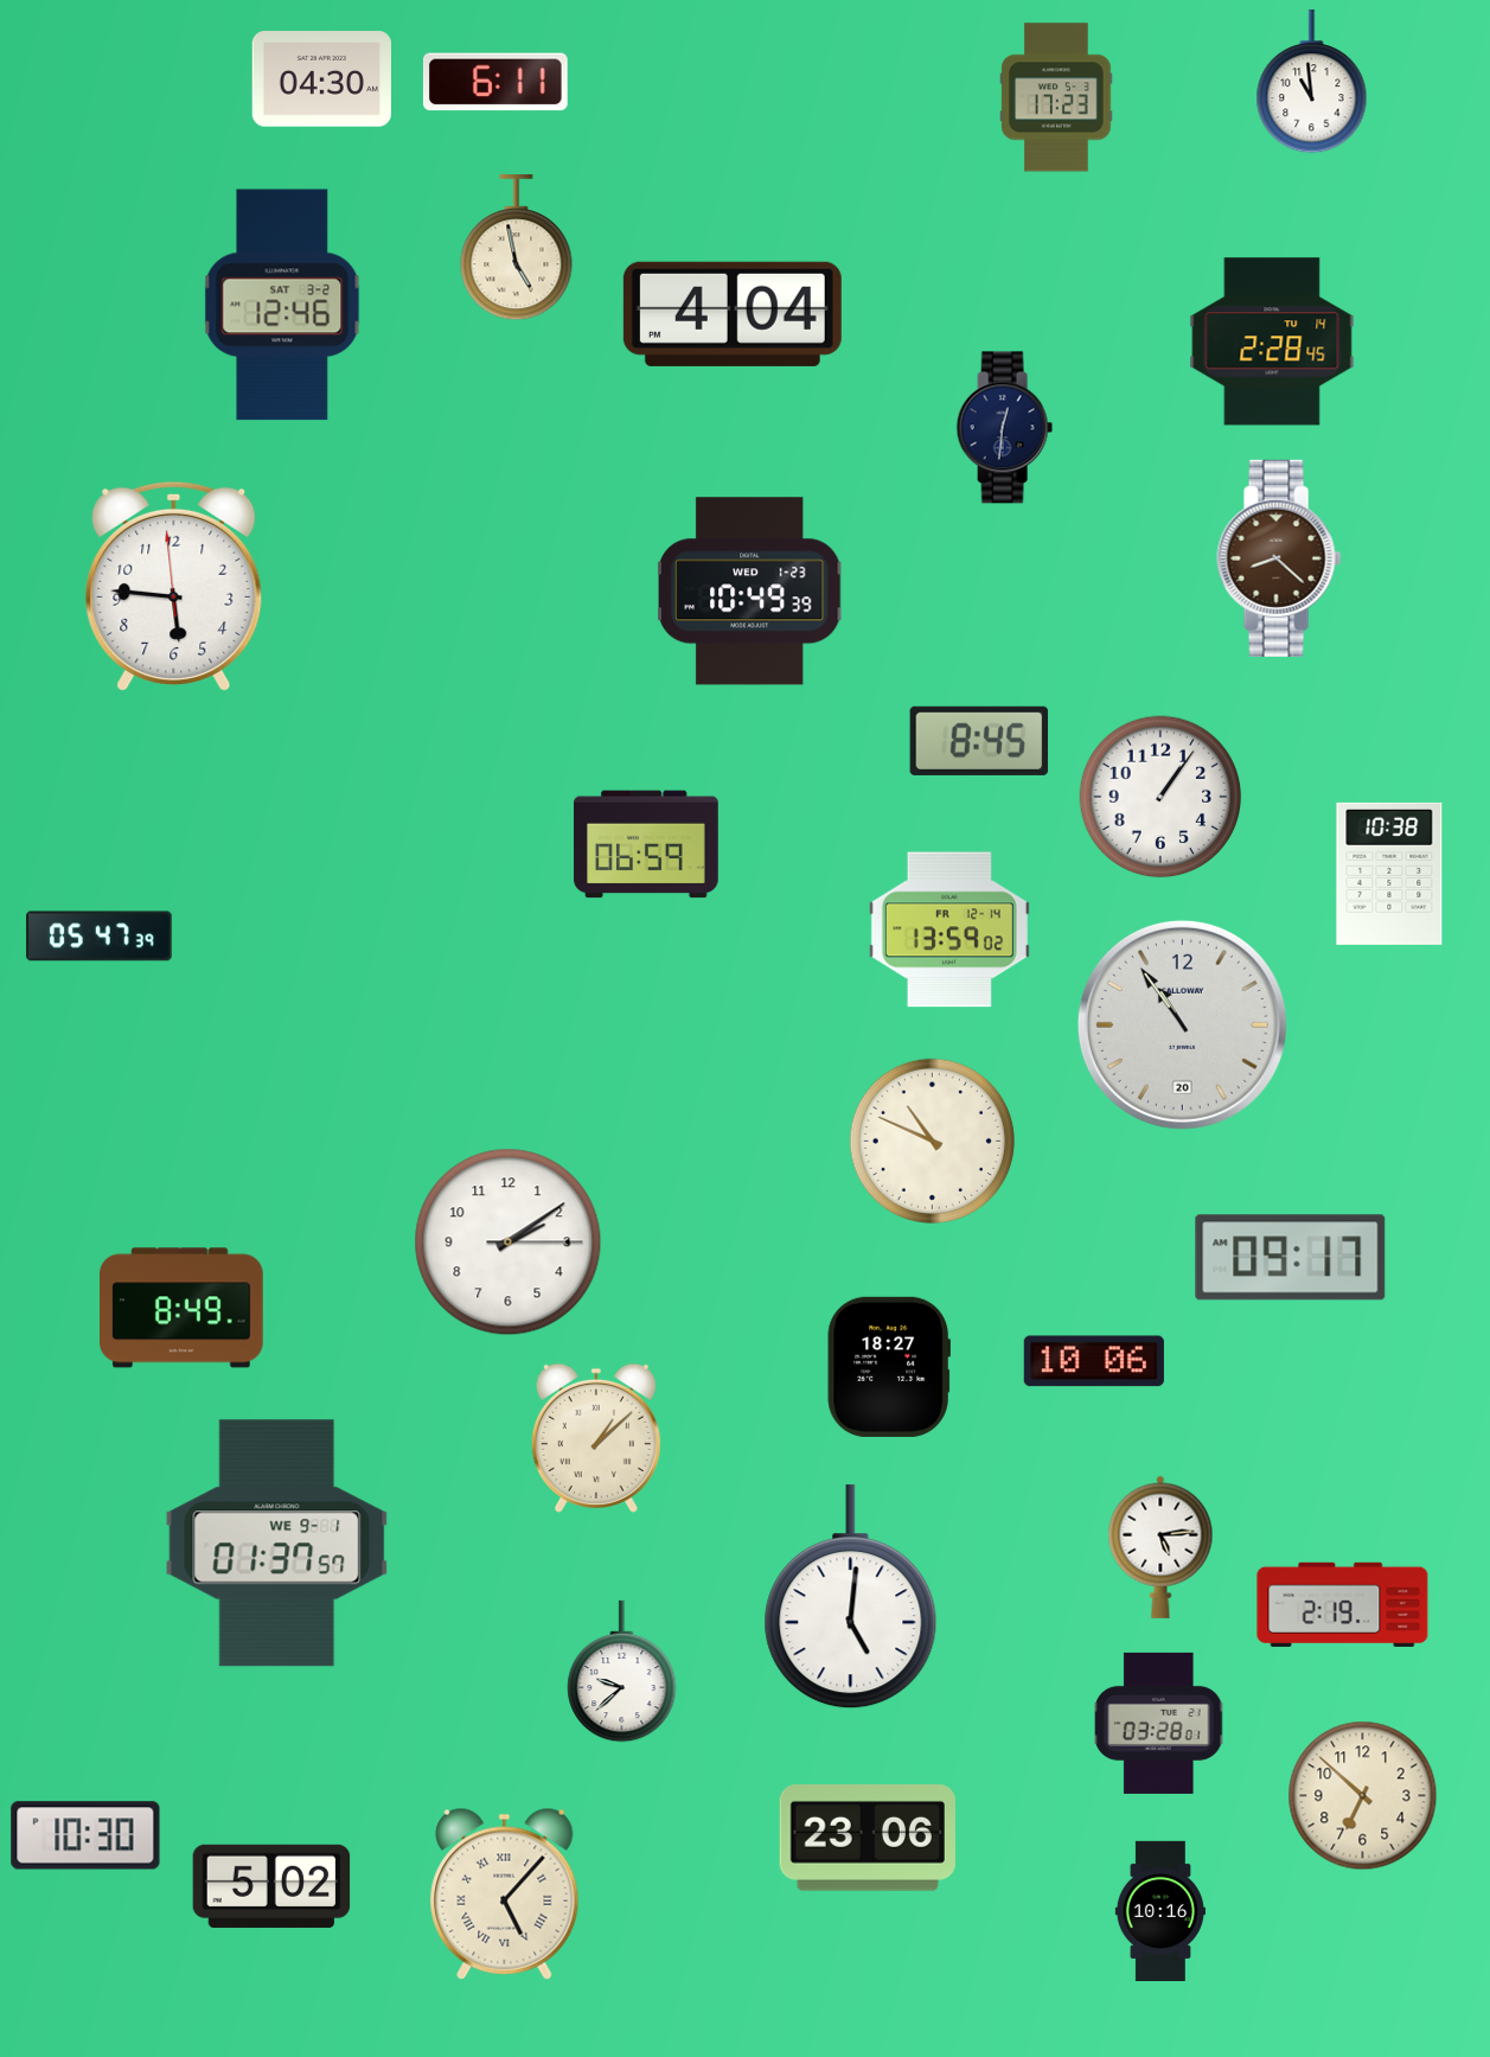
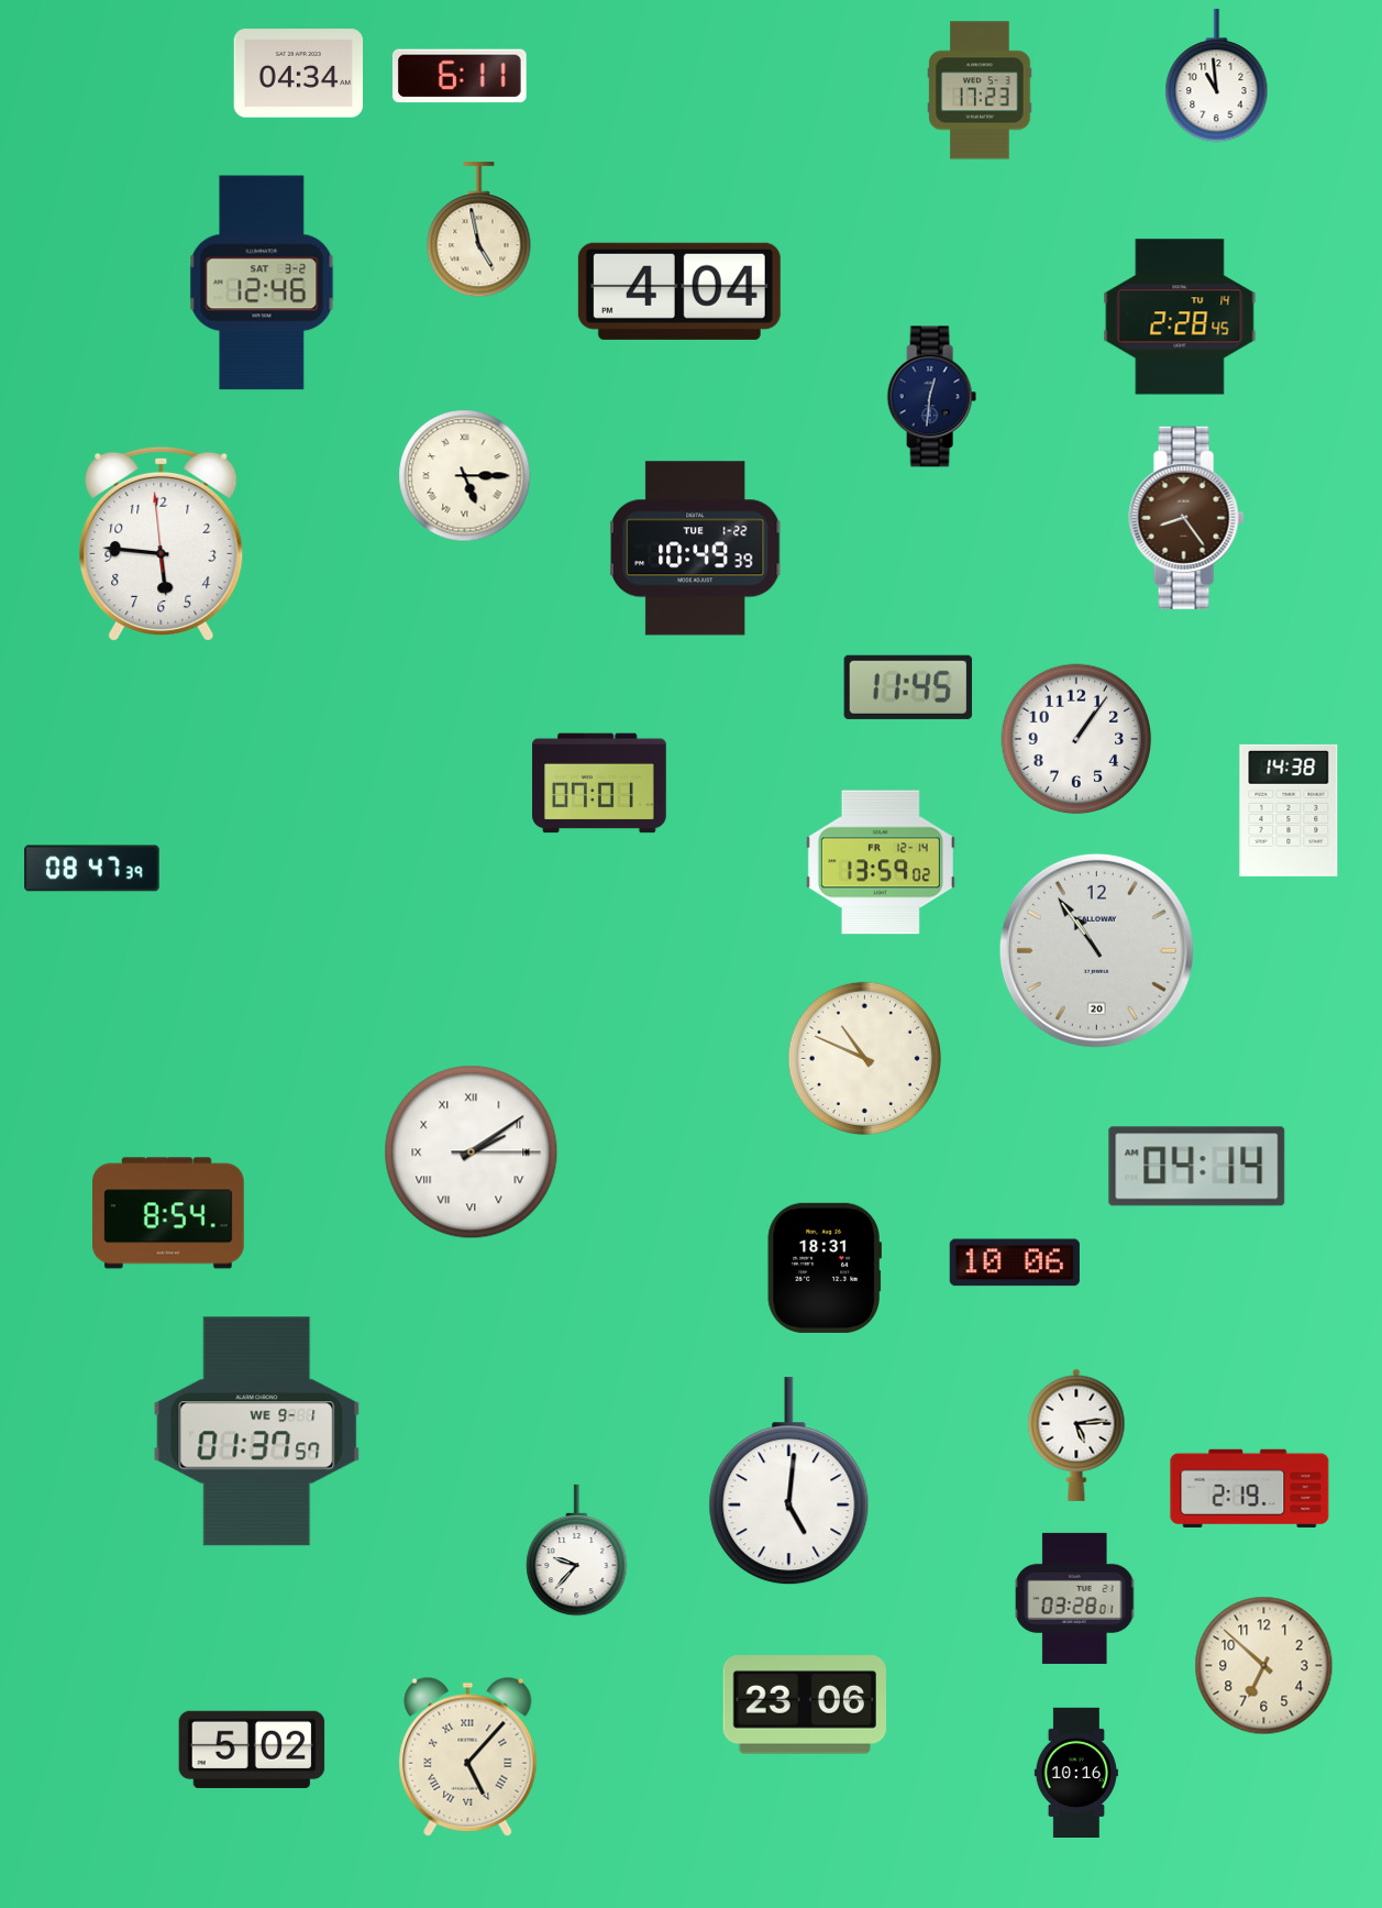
clock at (321, 79): 04:30 -> 04:34
clock at (465, 476): none -> 5:15
clock at (1279, 558): 8:22 -> 8:24
clock at (750, 592) date: WED 1-23 -> TUE 1-22
clock at (979, 741): 8:45 -> 11:45
clock at (646, 844): 06:59 -> 07:01
clock at (1389, 874): 10:38 -> 14:38
clock at (100, 937): 05:47 -> 08:47
clock at (509, 1242) numerals: Arabic -> Roman
clock at (1291, 1258): 09:17 -> 04:14
clock at (183, 1308): 8:49 -> 8:54
clock at (889, 1367): 18:27 -> 18:31
clock at (596, 1438): 1:08 -> none
clock at (1343, 1604) position: (1343, 1604) -> (1250, 1488)
clock at (622, 1672): 9:38 -> 9:37
clock at (85, 1835): 10:30 -> none
